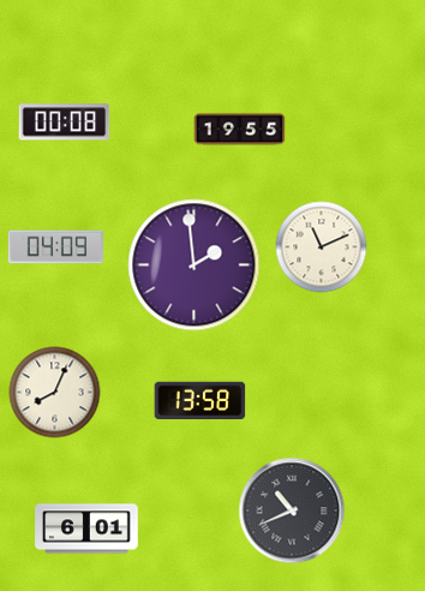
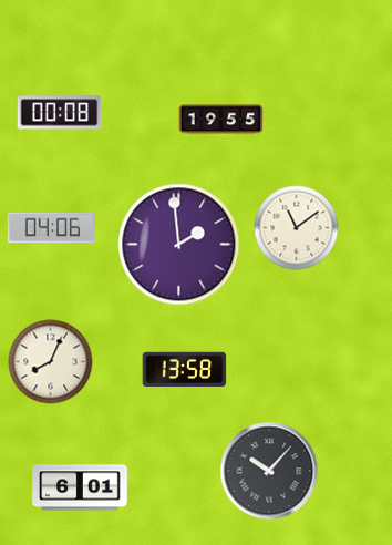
clock at (55, 247): 04:09 -> 04:06
clock at (322, 247): 11:11 -> 11:09
clock at (292, 511): 10:41 -> 10:07
